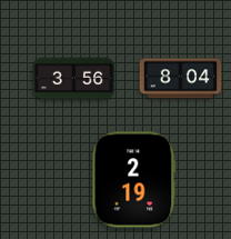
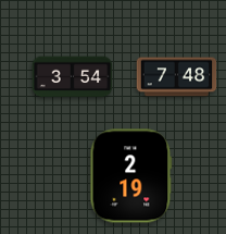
clock at (74, 79): 3:56 -> 3:54
clock at (181, 79): 8:04 -> 7:48
